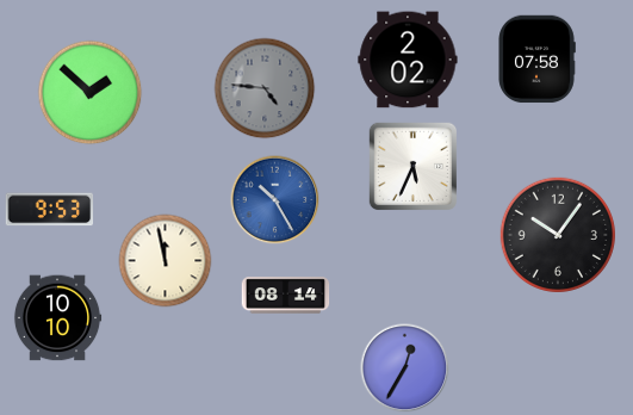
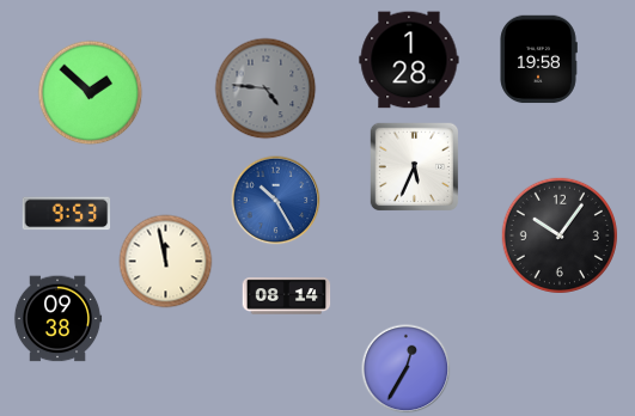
clock at (408, 60): 2:02 -> 1:28
clock at (536, 60): 07:58 -> 19:58
clock at (50, 210) position: (50, 210) -> (67, 214)
clock at (57, 318): 10:10 -> 09:38
